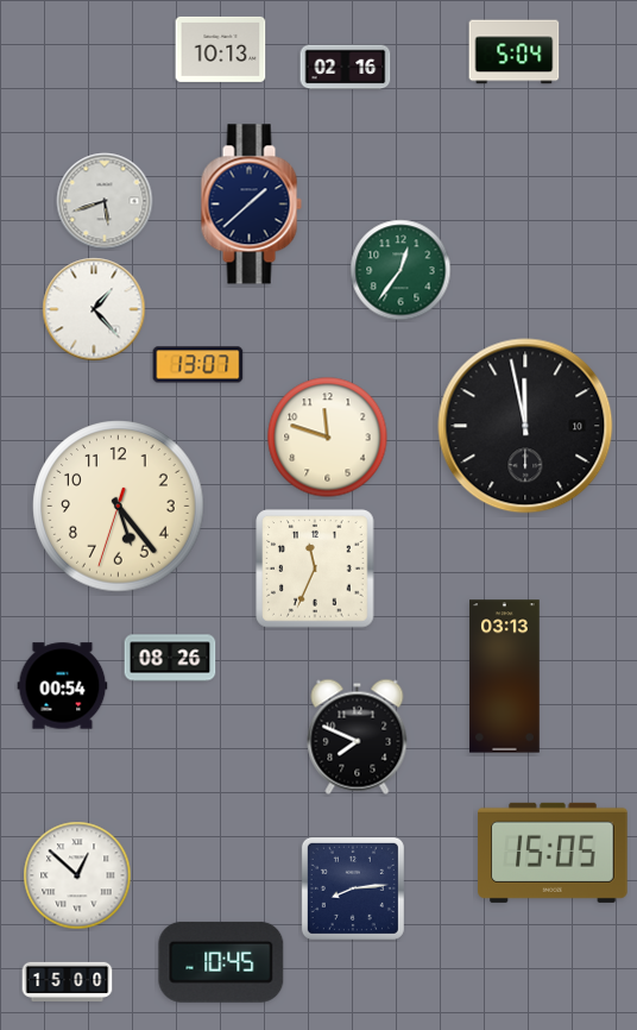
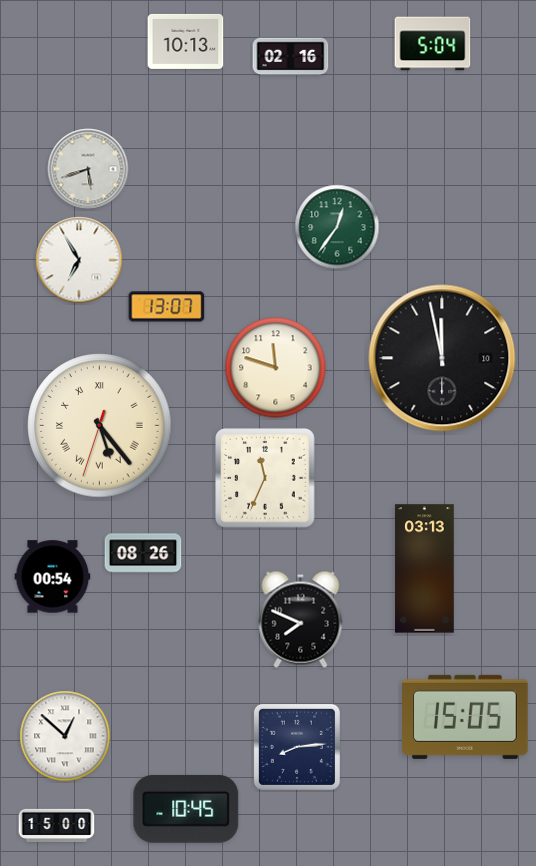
clock at (251, 205): 1:38 -> none
clock at (94, 309): 1:23 -> 6:55
clock at (119, 507) numerals: Arabic -> Roman
